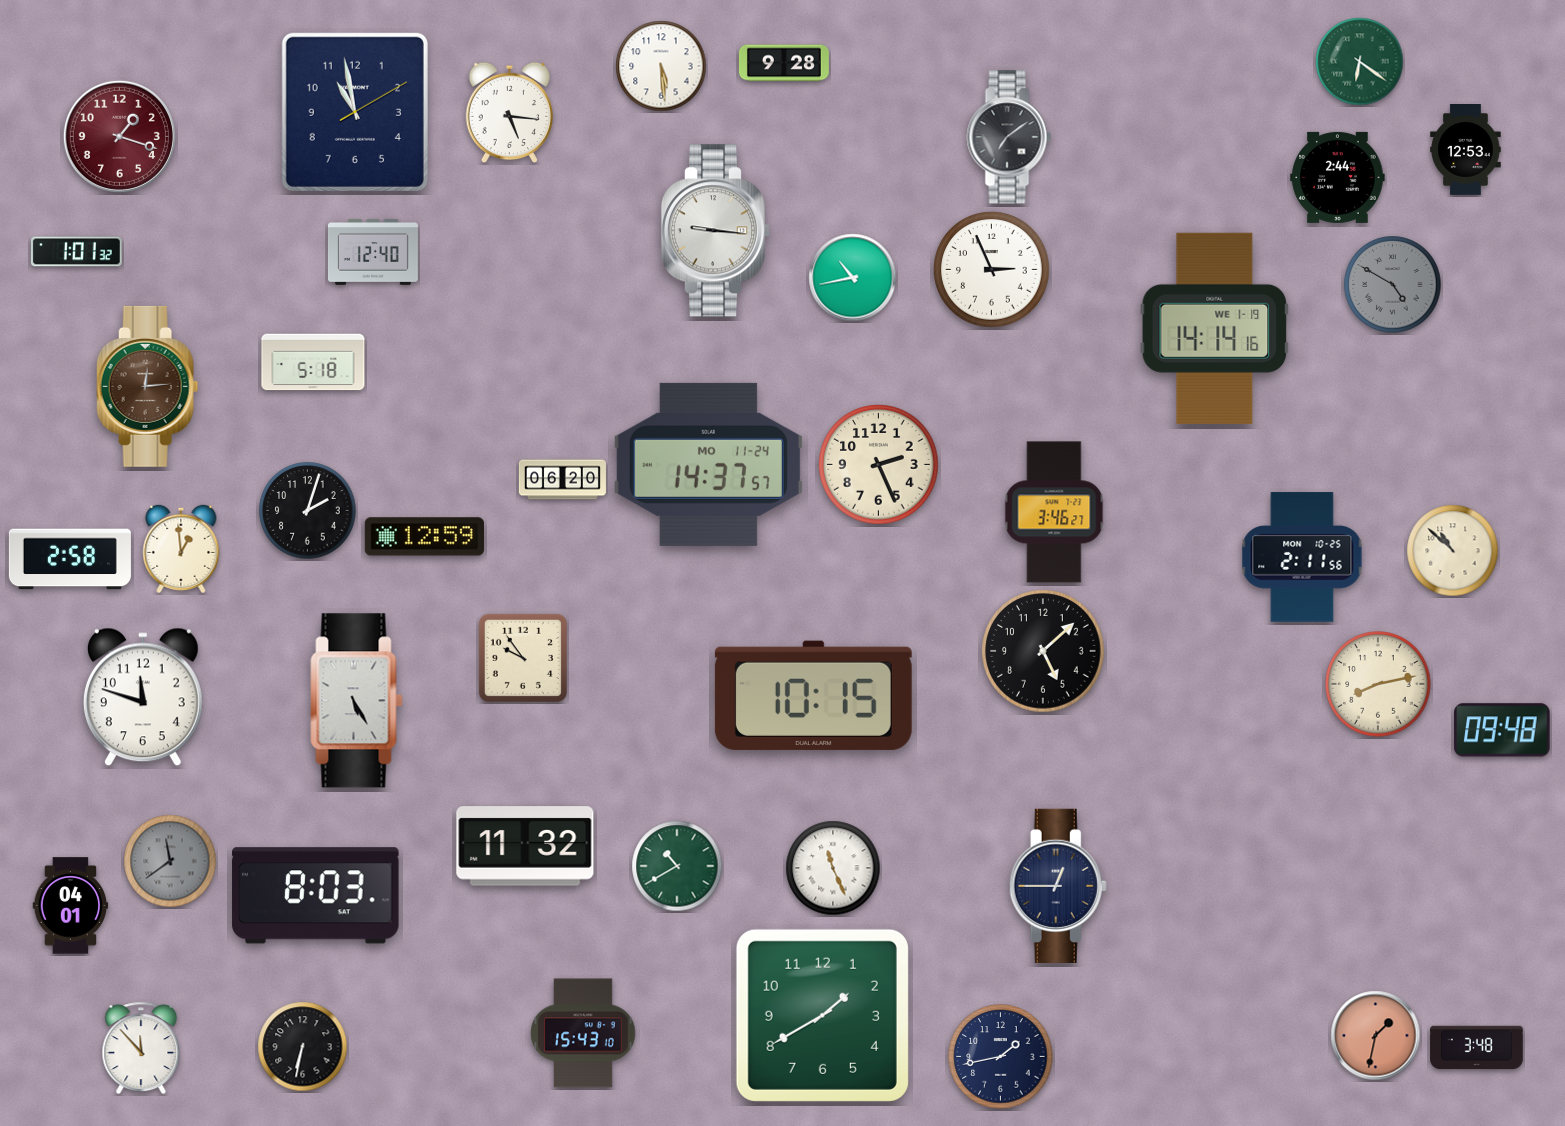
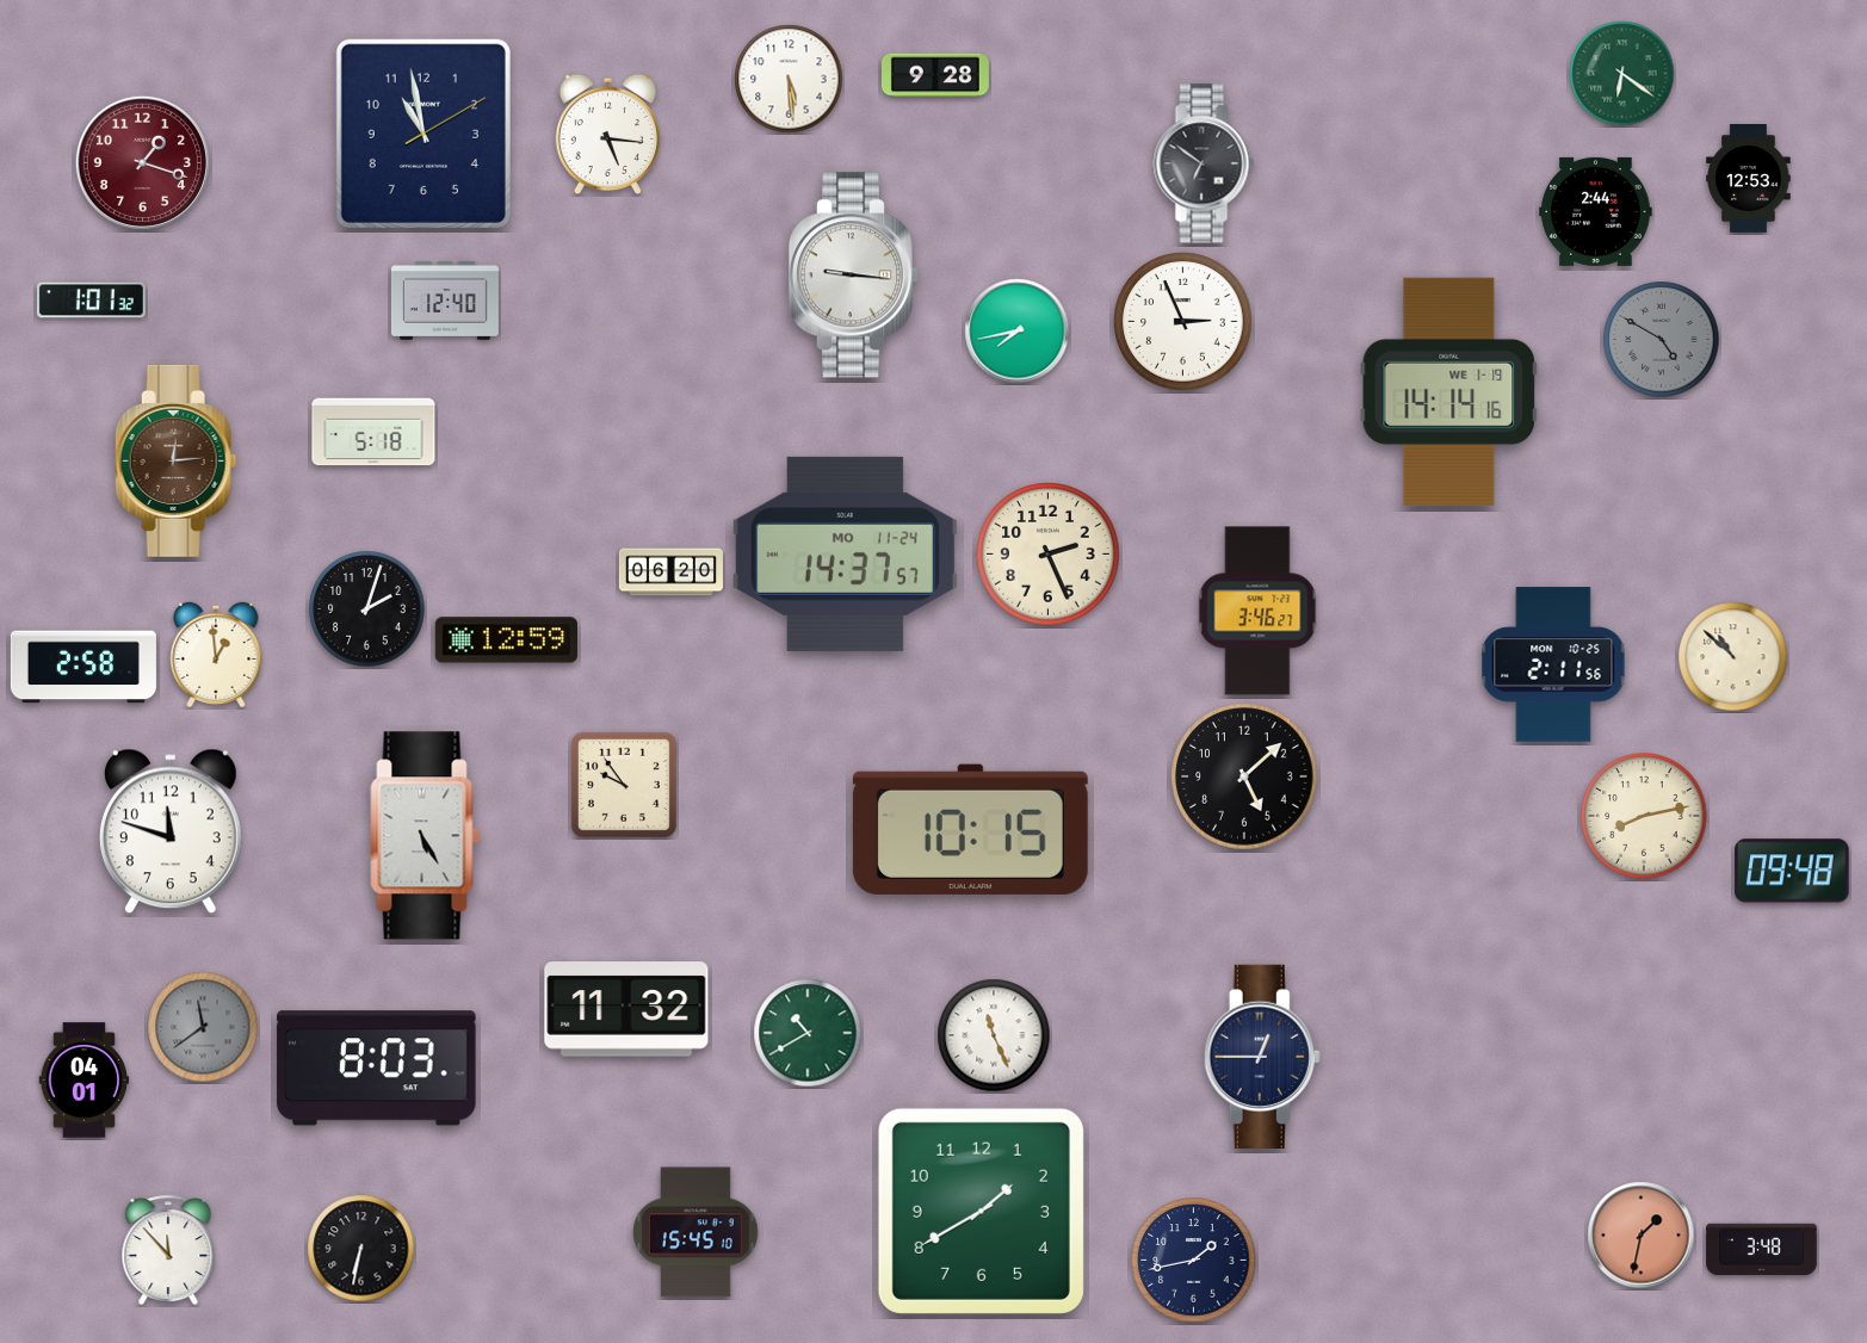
clock at (1009, 137): 7:09 -> 6:51
clock at (853, 278): 10:43 -> 7:43
clock at (583, 1033): 15:43 -> 15:45
